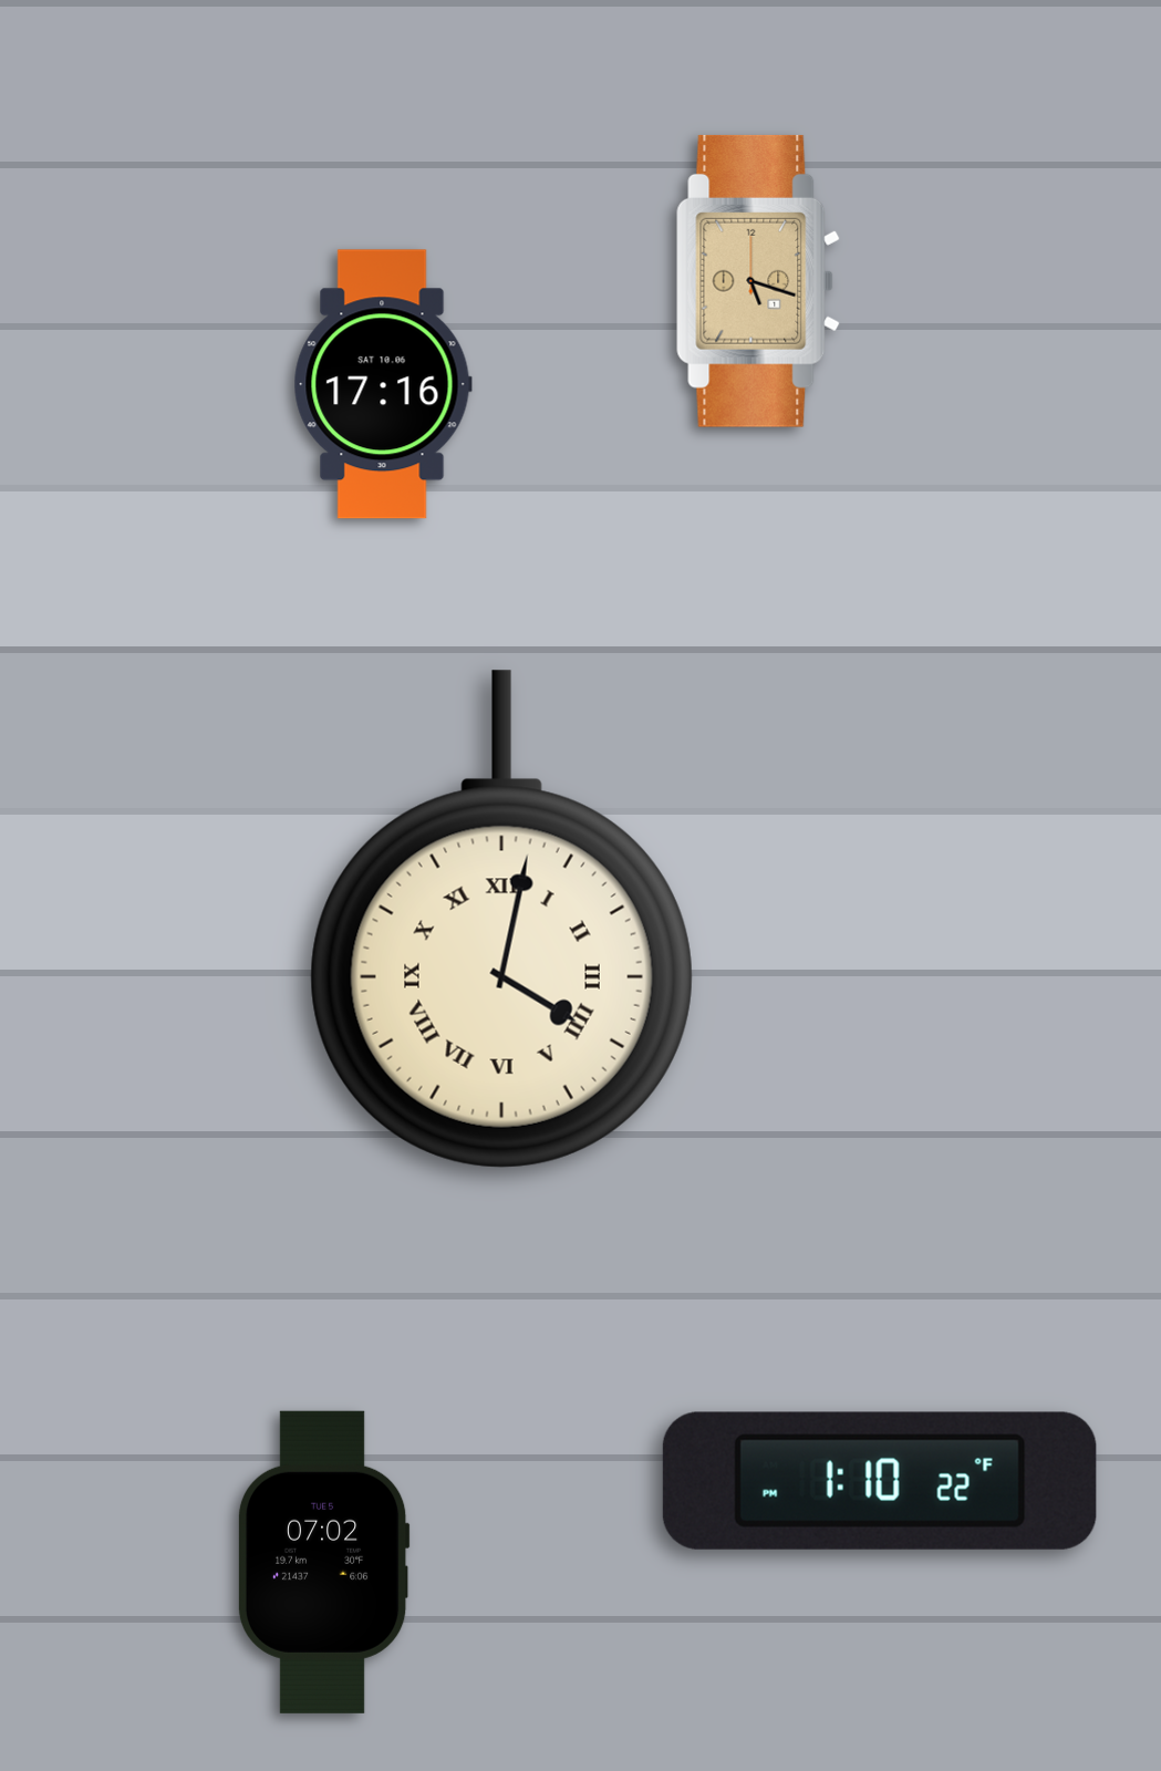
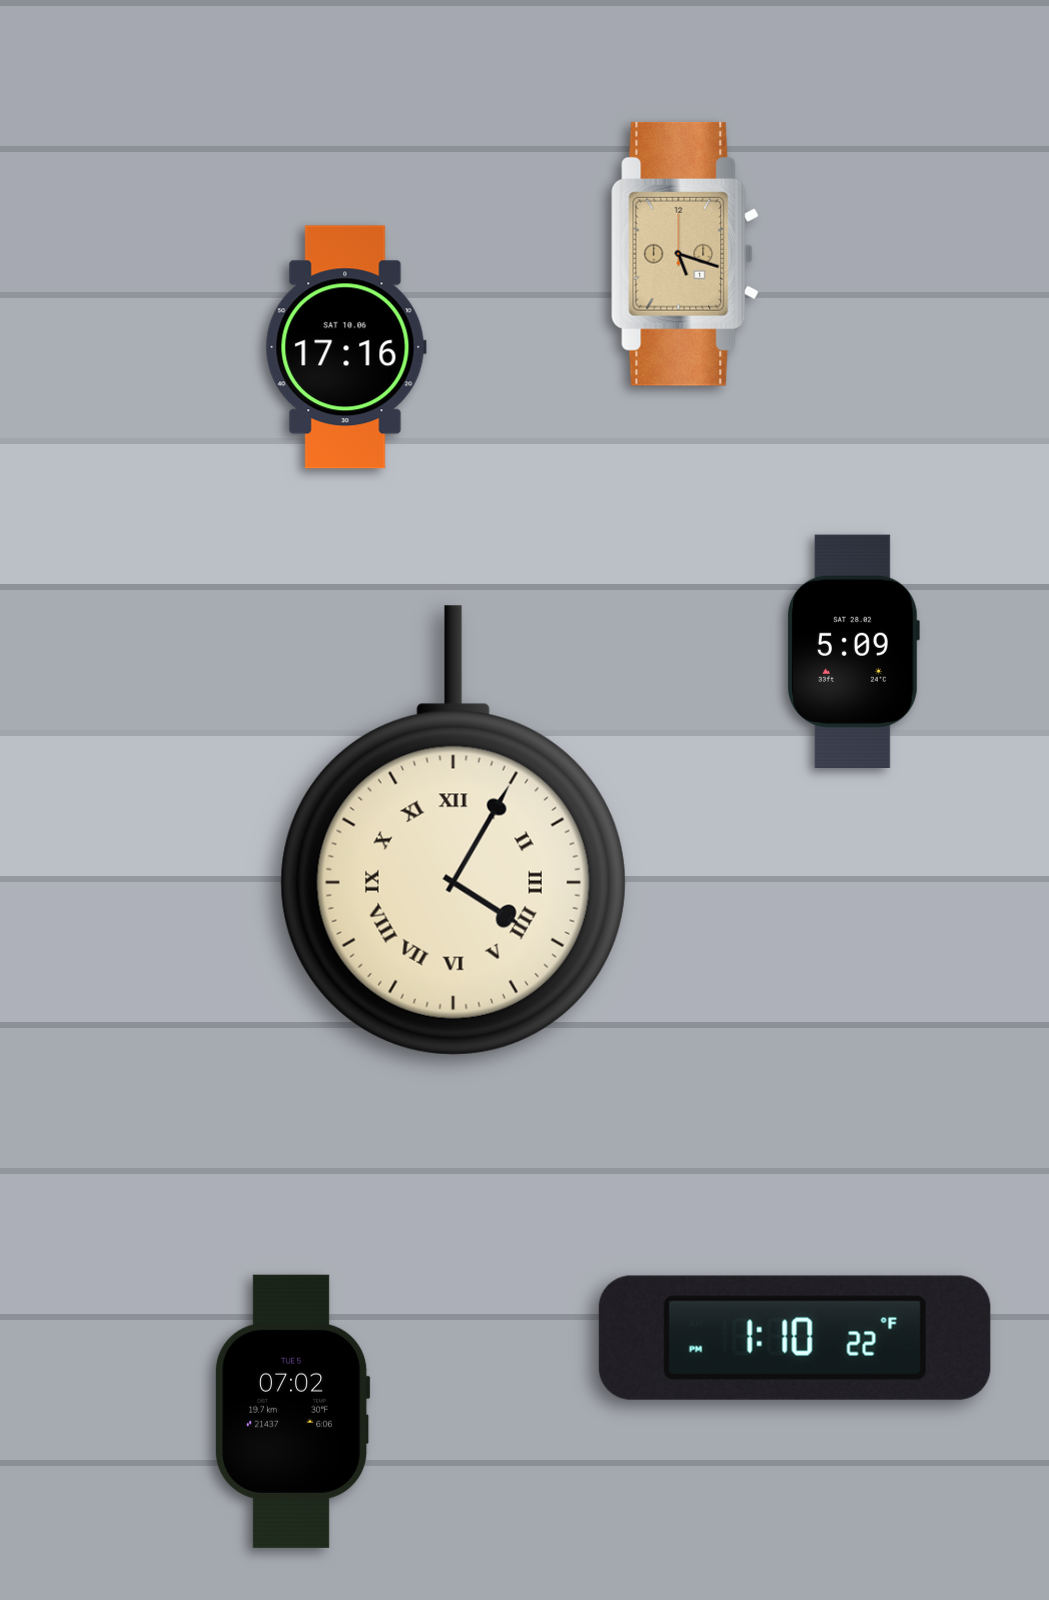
clock at (853, 651): none -> 5:09
clock at (501, 920): 4:02 -> 4:05
